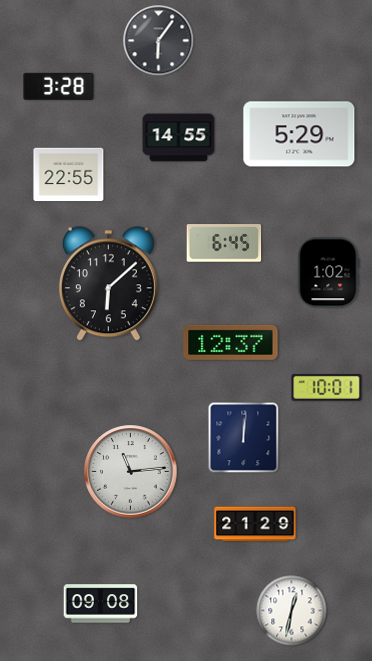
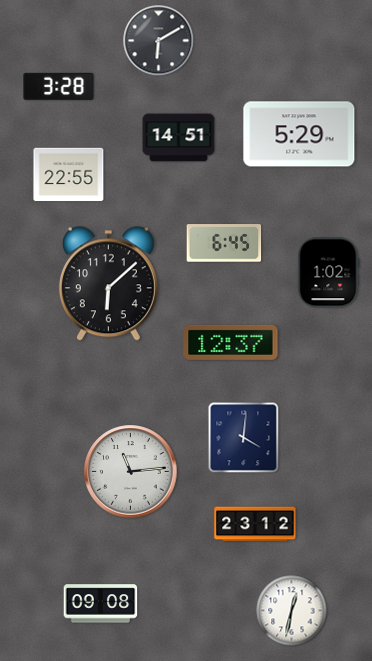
clock at (159, 41): 6:06 -> 6:10
clock at (179, 138): 14:55 -> 14:51
clock at (327, 388): 10:01 -> none
clock at (244, 438): 12:01 -> 4:01
clock at (255, 524): 21:29 -> 23:12
